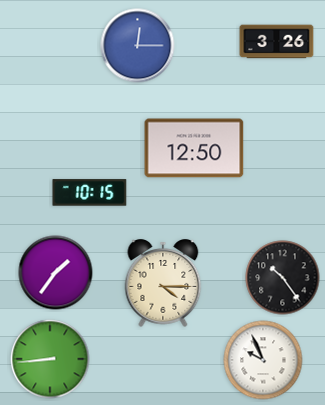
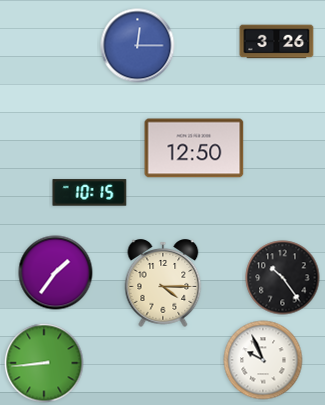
clock at (50, 359) position: (50, 359) -> (44, 363)
